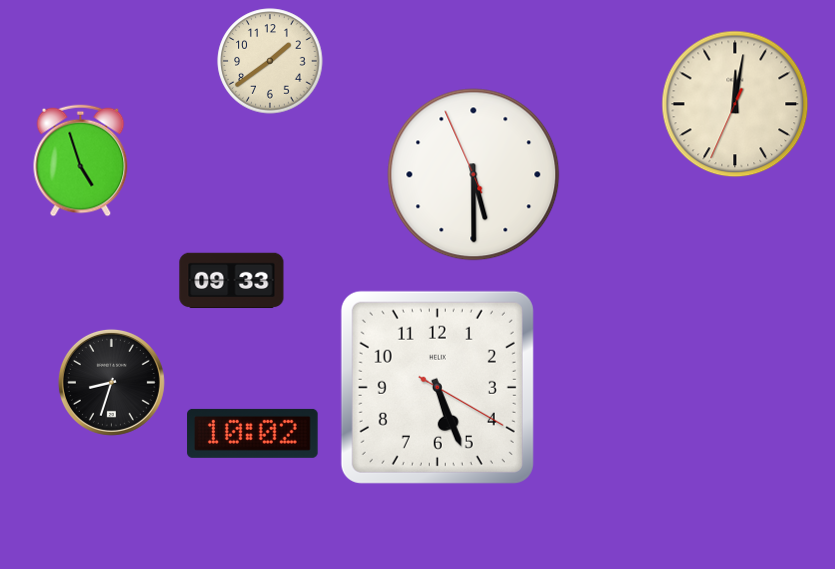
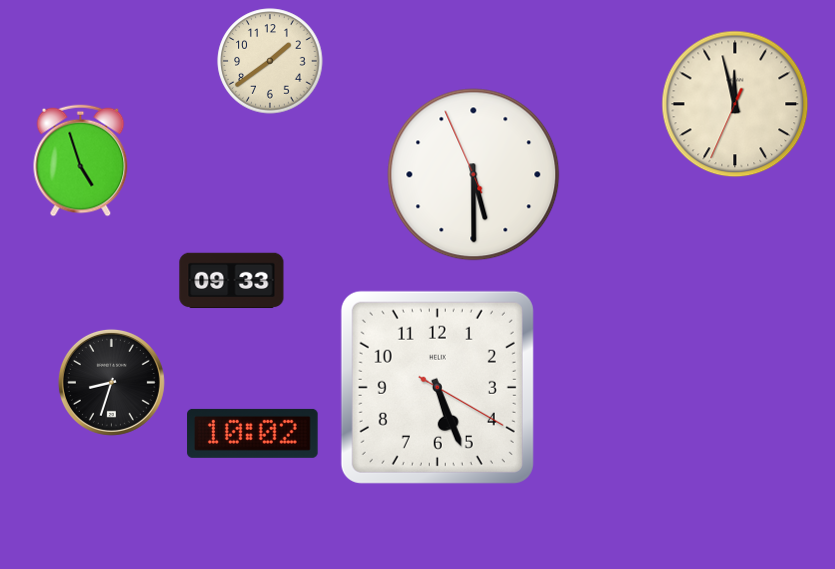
clock at (735, 104): 12:01 -> 11:57
